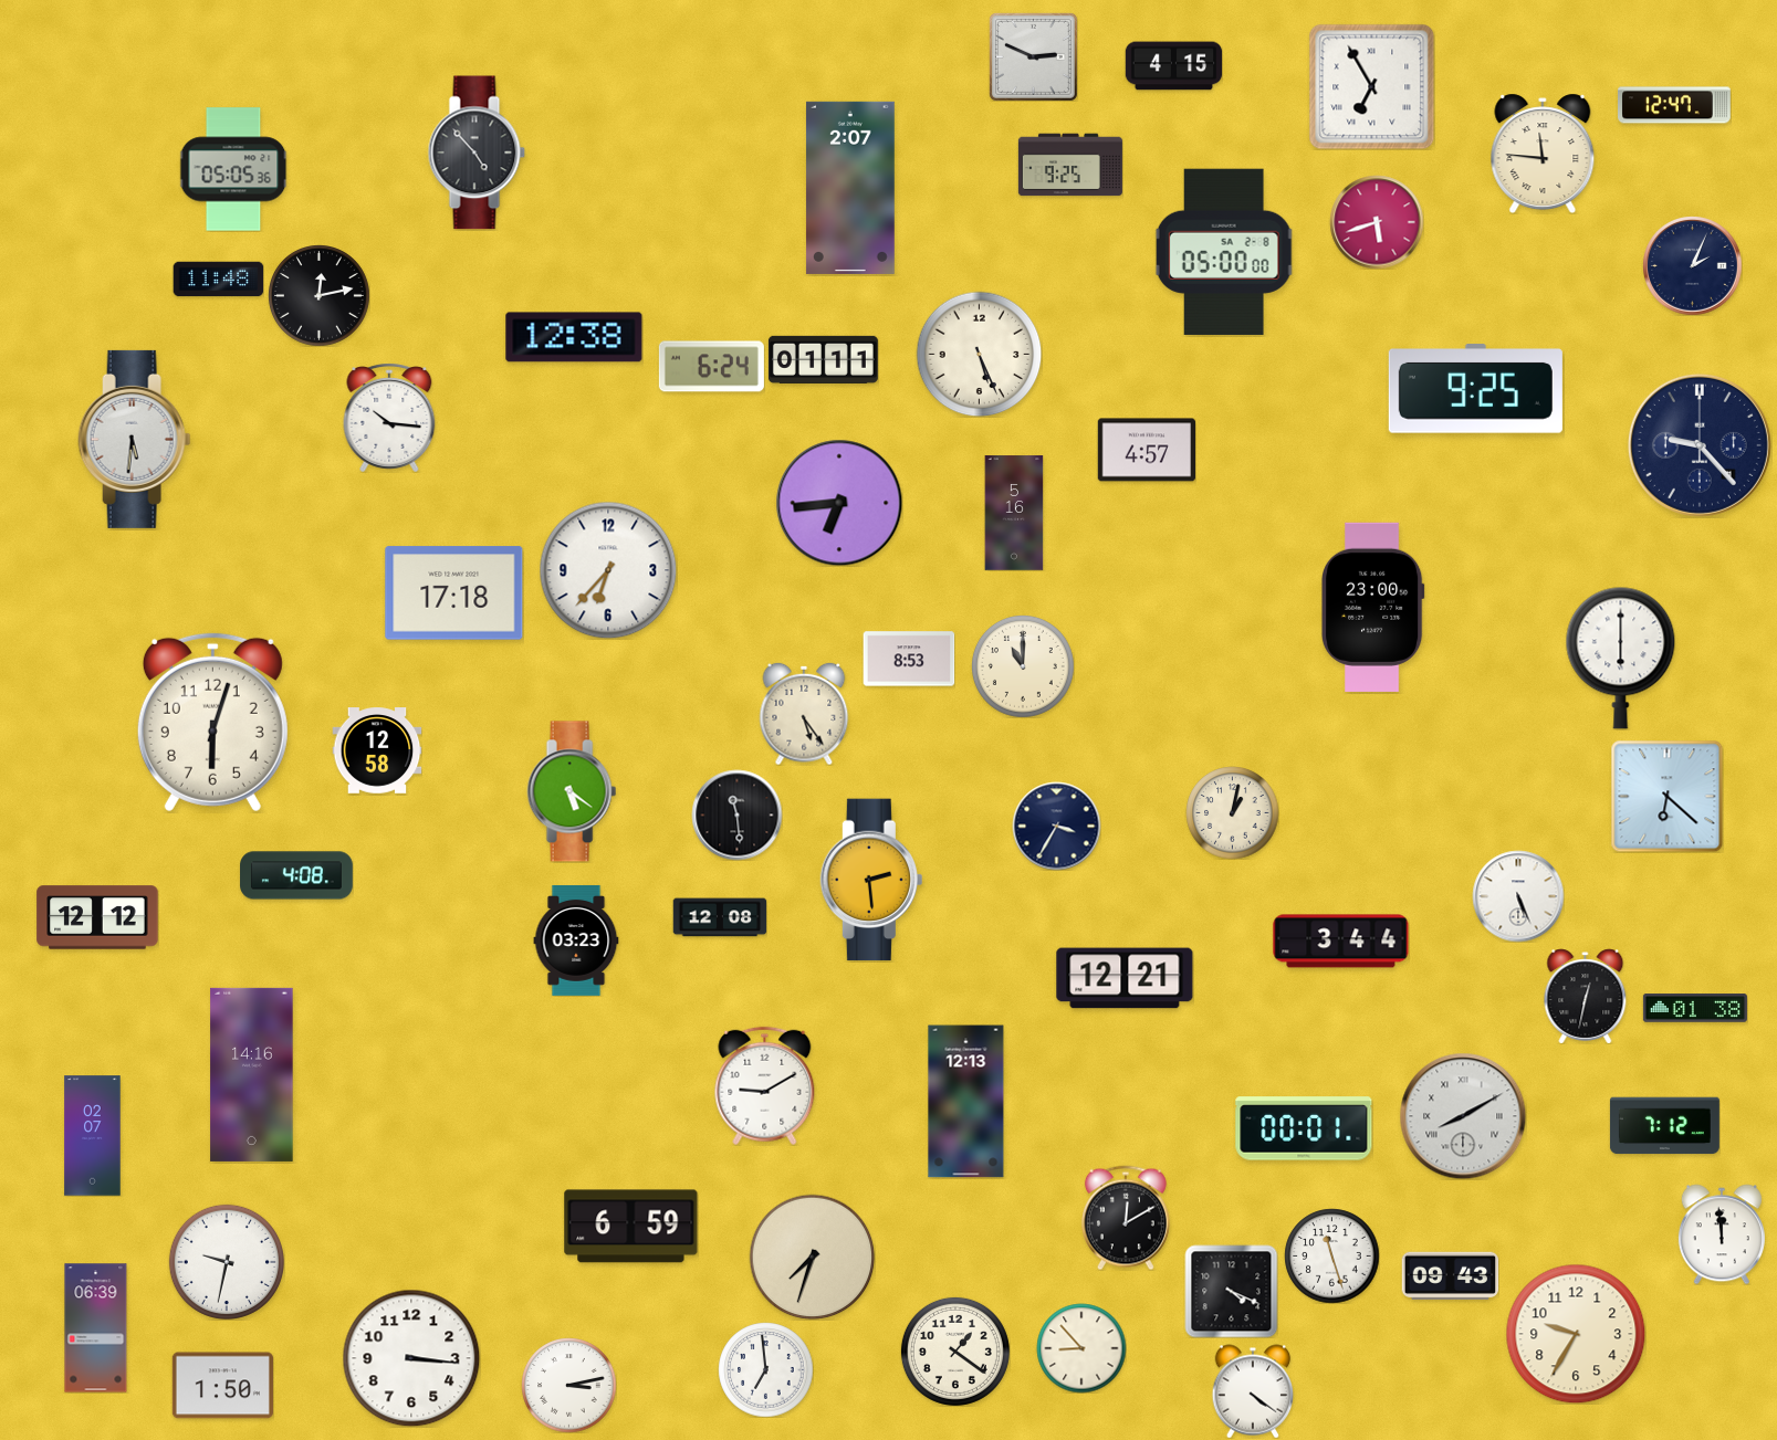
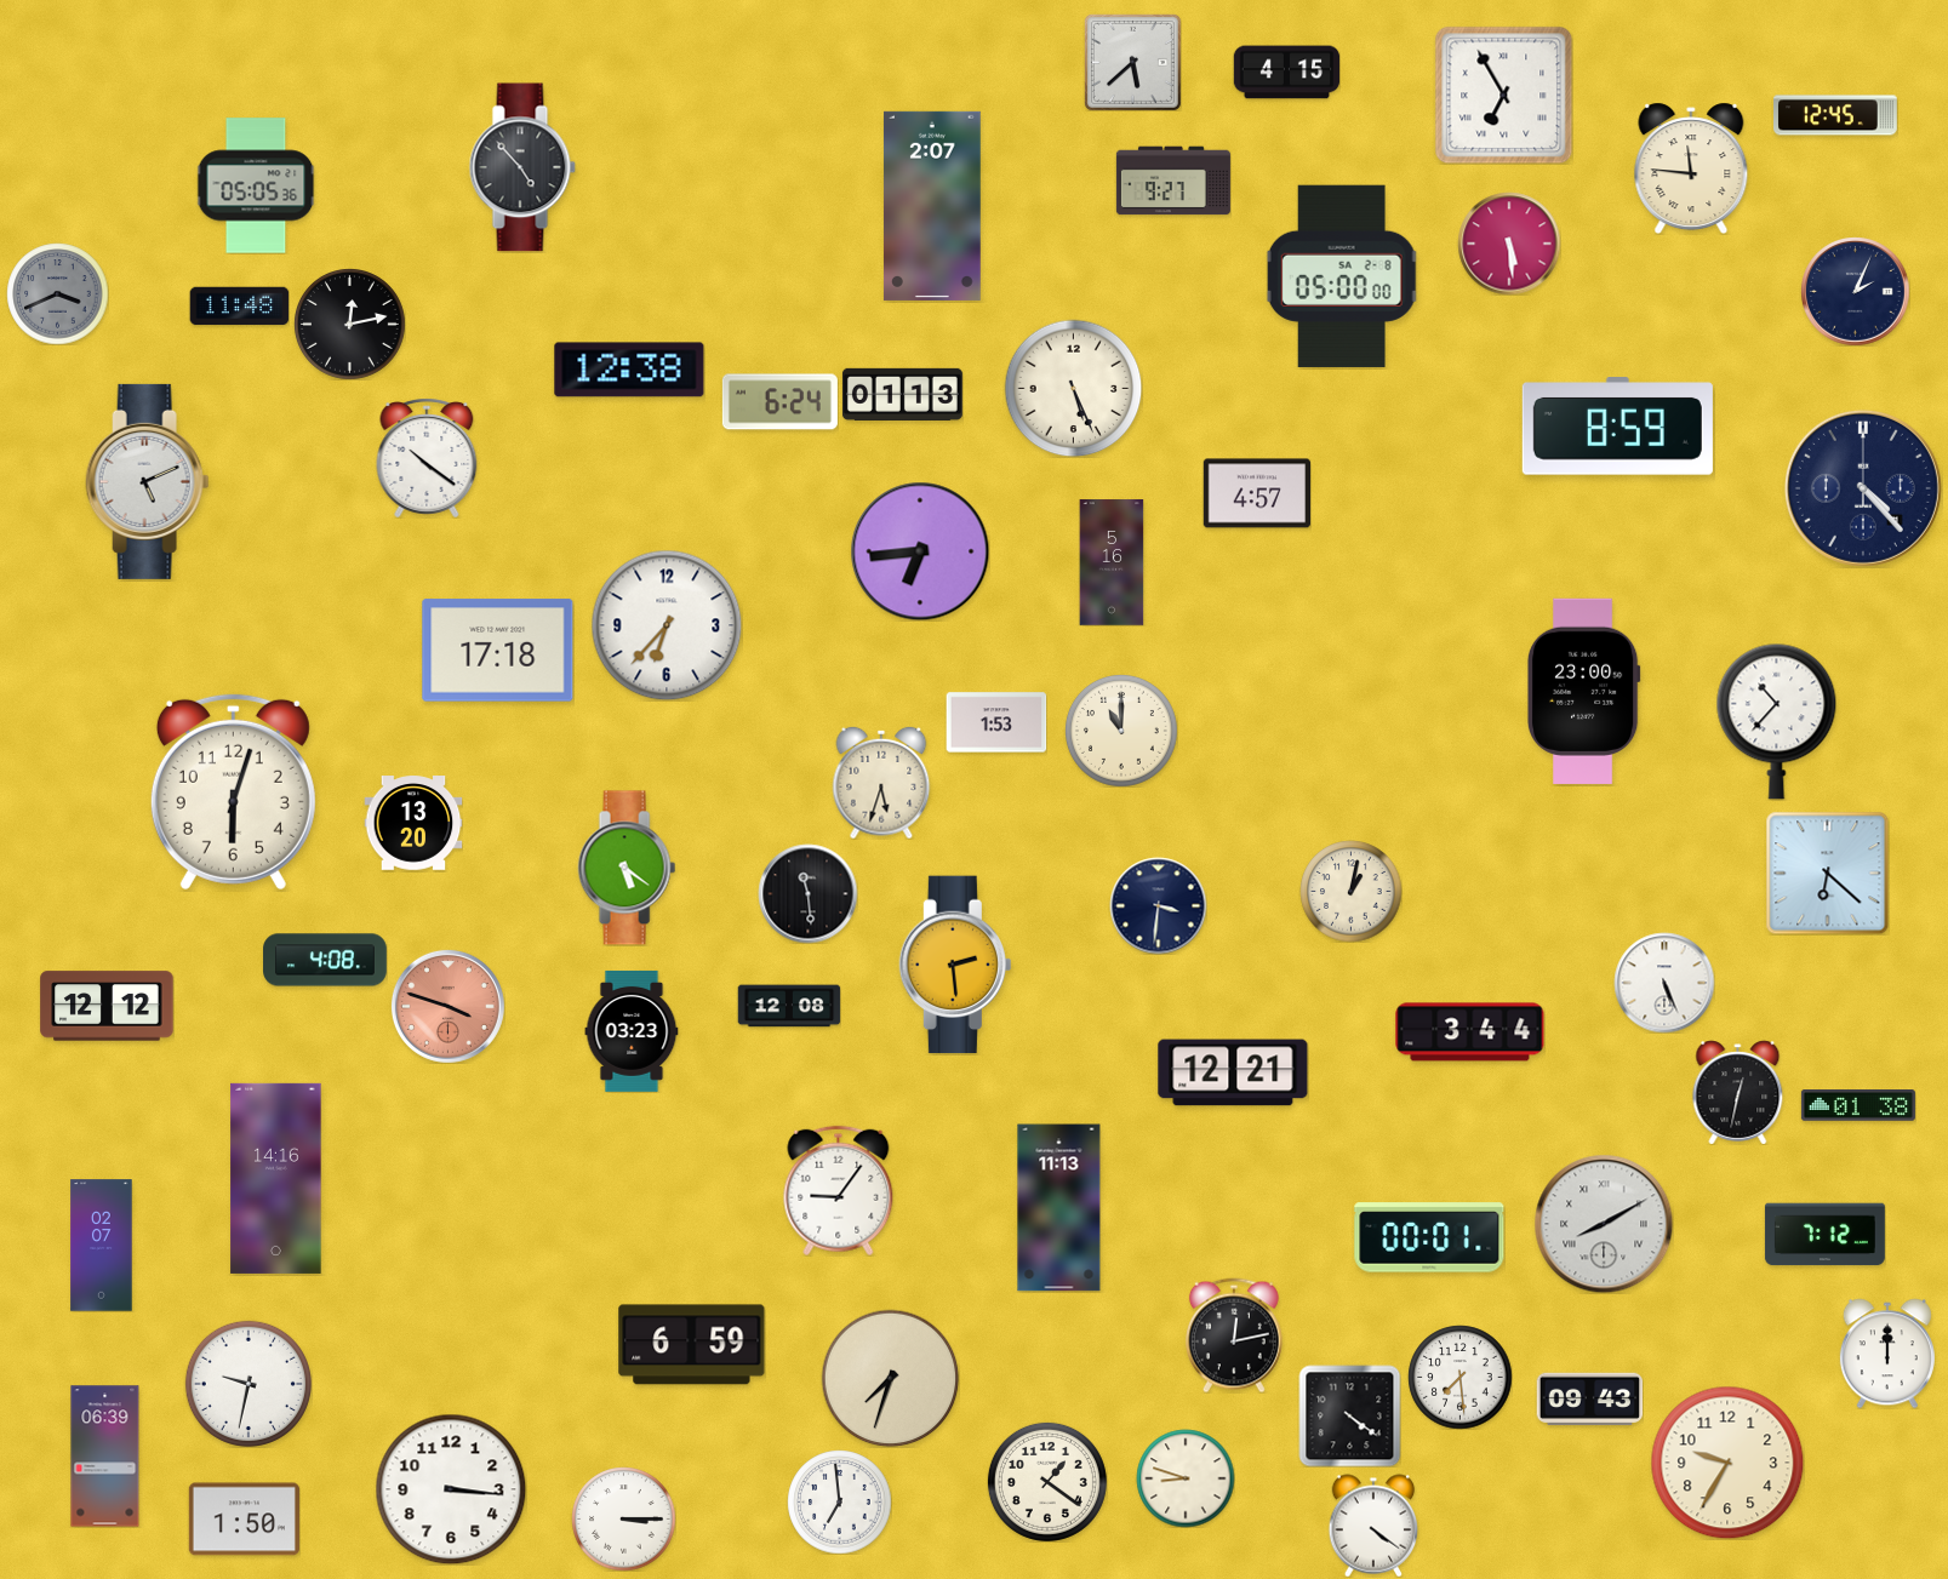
clock at (1033, 56): 2:49 -> 5:38
clock at (1675, 105): 12:47 -> 12:45
clock at (1070, 165): 9:25 -> 9:27
clock at (1377, 222): 5:42 -> 5:29
clock at (57, 293): none -> 3:41
clock at (823, 359): 01:11 -> 01:13
clock at (1475, 389): 9:25 -> 8:59
clock at (389, 418): 10:16 -> 10:21
clock at (135, 439): 5:31 -> 5:11
clock at (1700, 445): 9:23 -> 4:23
clock at (1372, 607) position: (1372, 607) -> (1583, 691)
clock at (1621, 658): 6:00 -> 10:37
clock at (909, 659): 8:53 -> 1:53
clock at (804, 714): 5:24 -> 5:33
clock at (377, 750): 12:58 -> 13:20
clock at (1056, 826): 3:35 -> 3:31
clock at (447, 1006): none -> 3:48
clock at (765, 1085): 9:10 -> 9:06
clock at (966, 1102): 12:13 -> 11:13
clock at (1126, 1218): 12:10 -> 12:13
clock at (1722, 1234): 11:59 -> 12:00
clock at (1331, 1255): 11:27 -> 7:29
clock at (1231, 1291): 4:19 -> 4:21
clock at (1081, 1348): 8:53 -> 8:48
clock at (568, 1385): 3:13 -> 3:15
